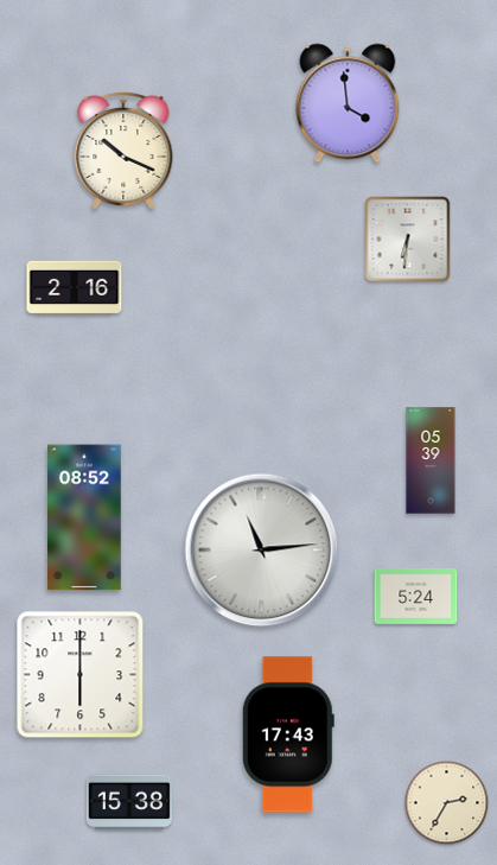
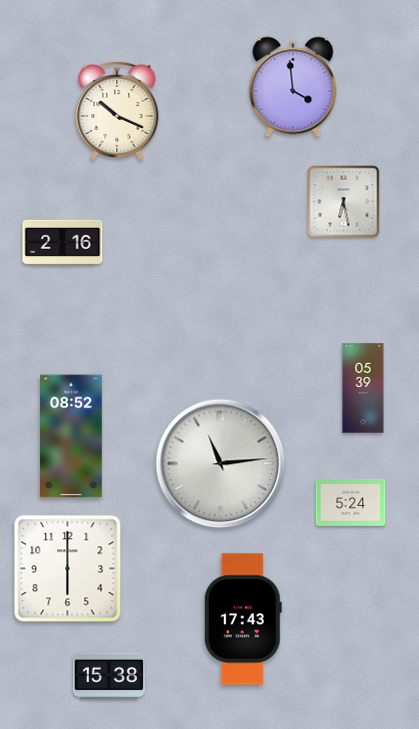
clock at (123, 151) position: (123, 151) -> (117, 111)
clock at (408, 240): 6:31 -> 6:28
clock at (447, 803): 2:35 -> none
